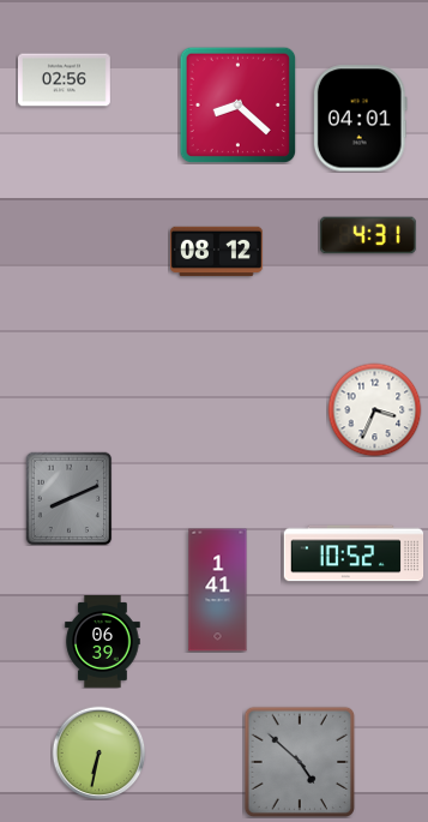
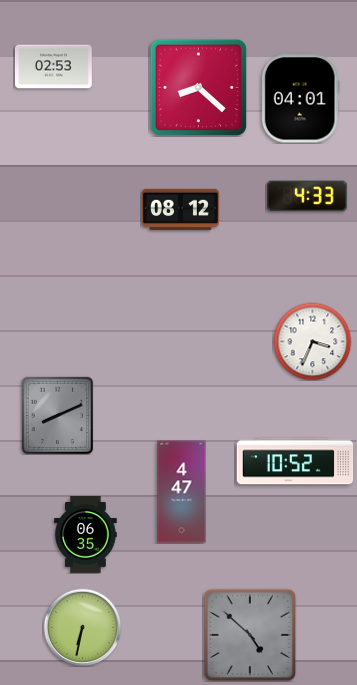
clock at (65, 80): 02:56 -> 02:53
clock at (368, 235): 4:31 -> 4:33
clock at (218, 590): 1:41 -> 4:47
clock at (103, 642): 06:39 -> 06:35
